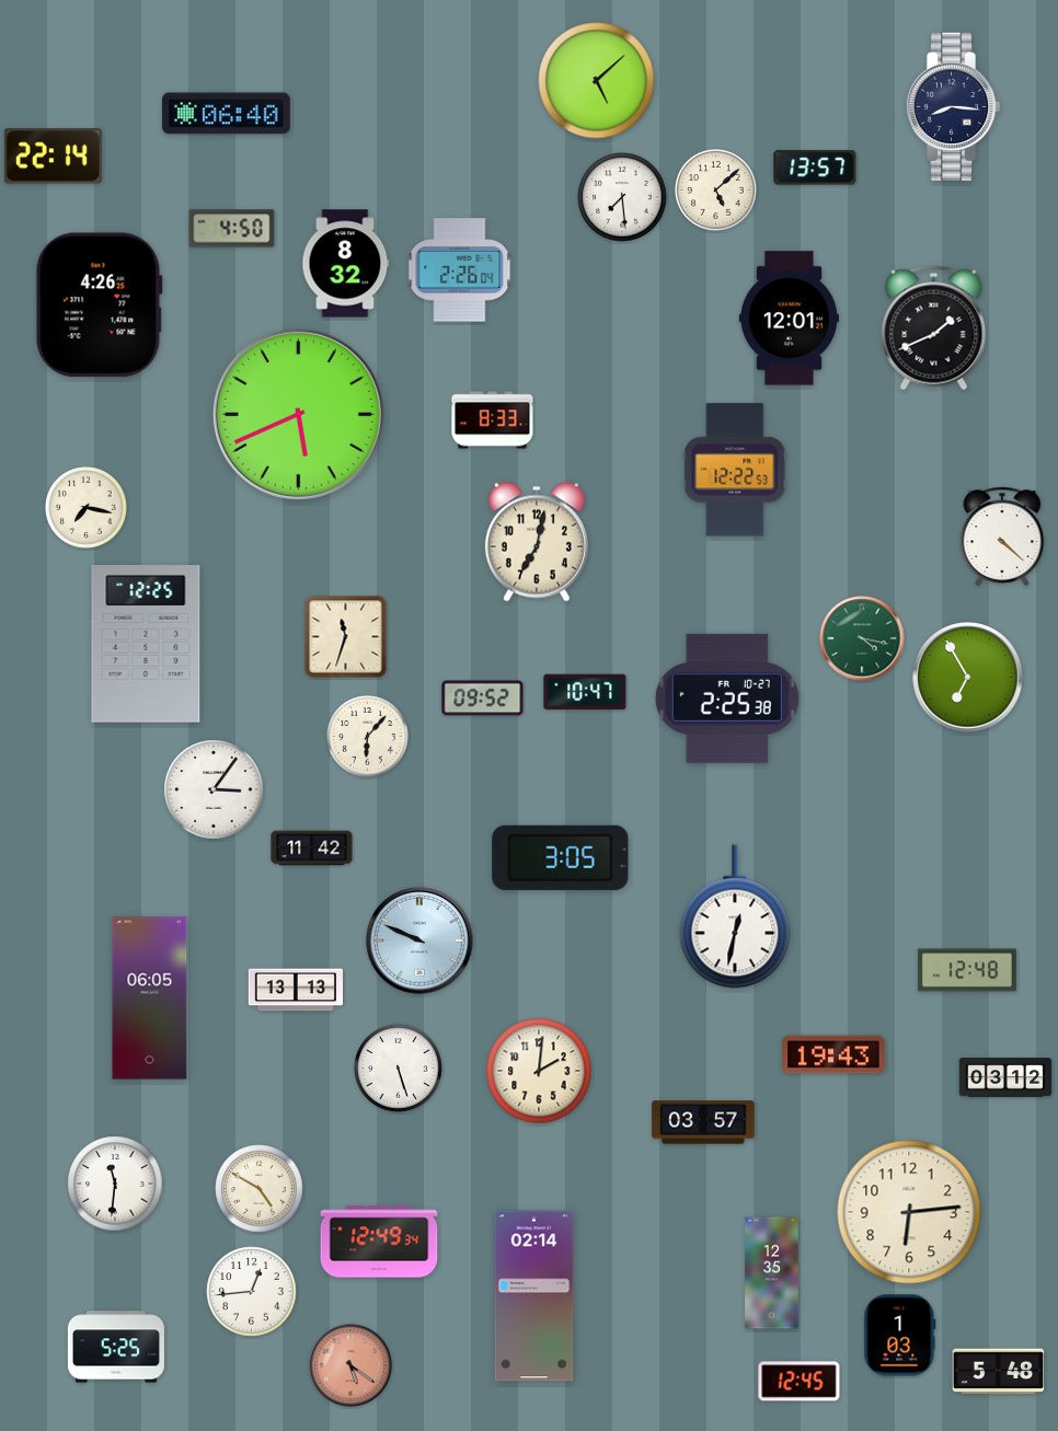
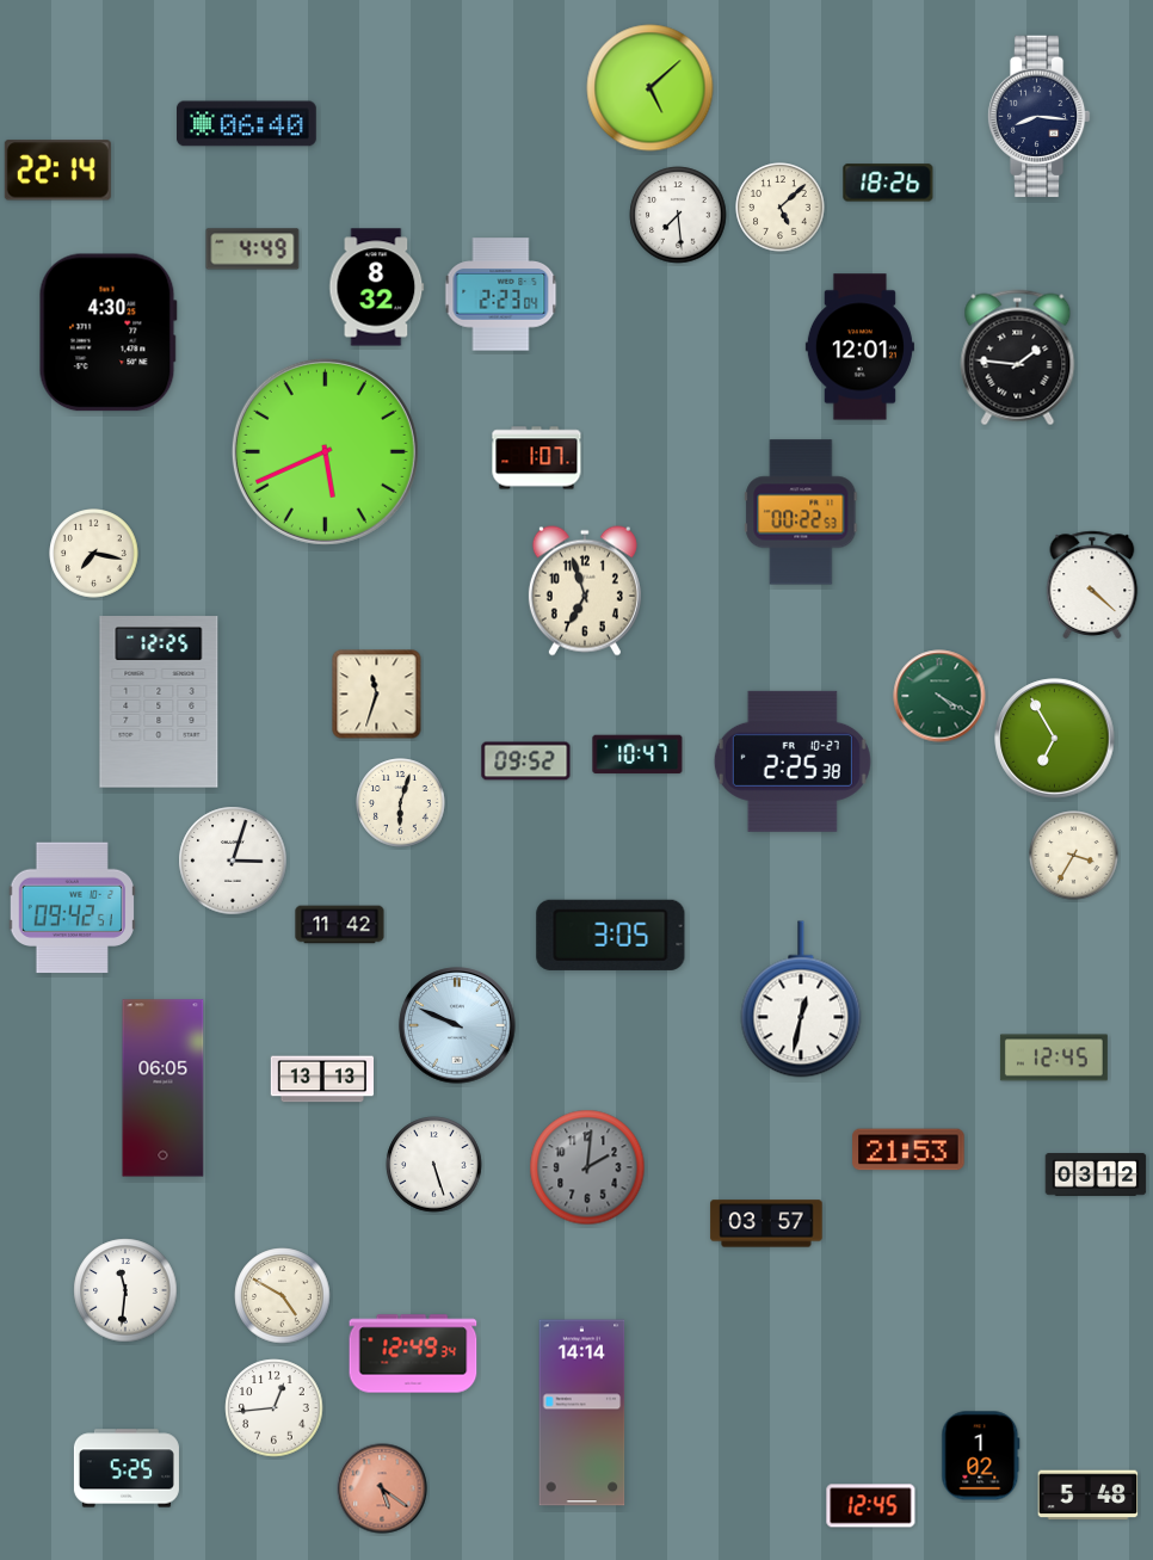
clock at (815, 168): 13:57 -> 18:26
clock at (232, 229): 4:50 -> 4:49
clock at (460, 270): 2:26 -> 2:23
clock at (99, 305): 4:26 -> 4:30
clock at (934, 328): 1:41 -> 1:46
clock at (493, 420): 8:33 -> 1:07
clock at (735, 470): 12:22 -> 00:22
clock at (537, 542): 7:02 -> 6:57
clock at (862, 638): 4:17 -> 4:20
clock at (368, 737): 6:07 -> 6:03
clock at (1074, 856): none -> 3:35
clock at (214, 789): 3:06 -> 3:03
clock at (72, 908): none -> 09:42
clock at (967, 970): 12:48 -> 12:45
clock at (833, 1054): 19:43 -> 21:53
clock at (539, 1071) dial: cream -> grey
clock at (909, 1212): 6:14 -> none
clock at (772, 1273): 12:35 -> none
clock at (534, 1296): 02:14 -> 14:14
clock at (900, 1336): 1:03 -> 1:02
